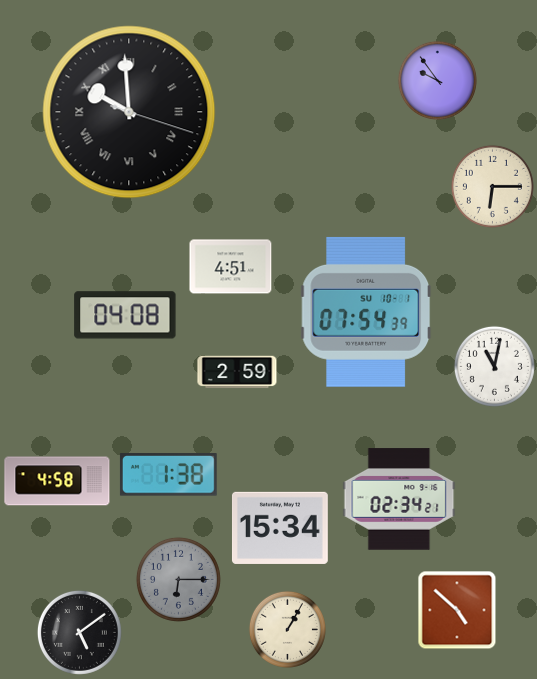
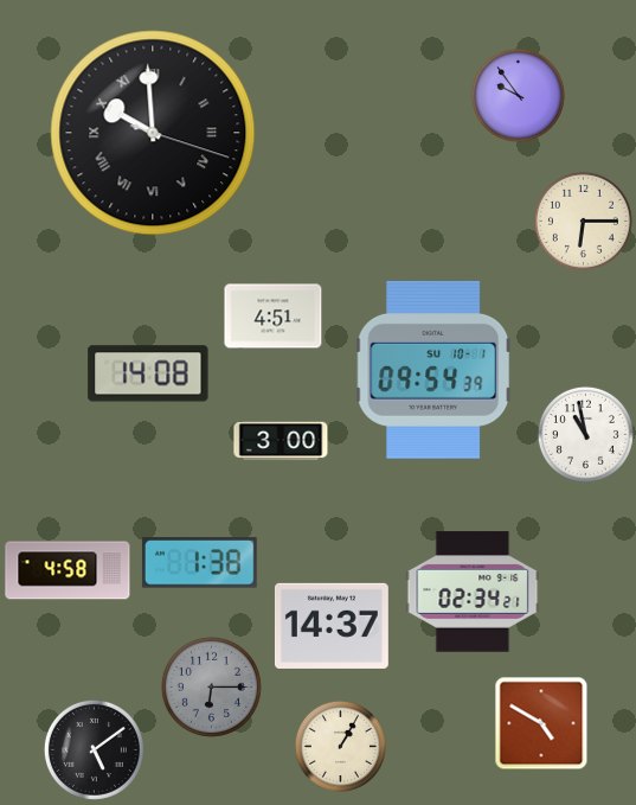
clock at (366, 312): 07:54 -> 09:54
clock at (125, 315): 04:08 -> 14:08
clock at (494, 366): 11:02 -> 10:58
clock at (237, 372): 2:59 -> 3:00
clock at (280, 528): 15:34 -> 14:37
clock at (457, 610): 4:52 -> 4:50
